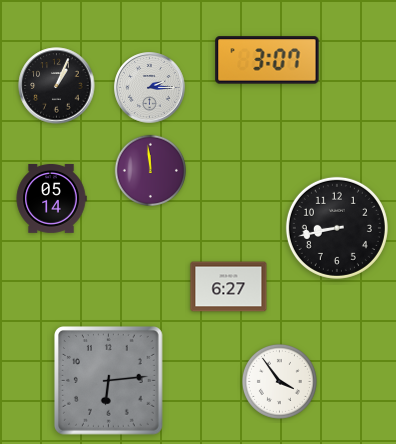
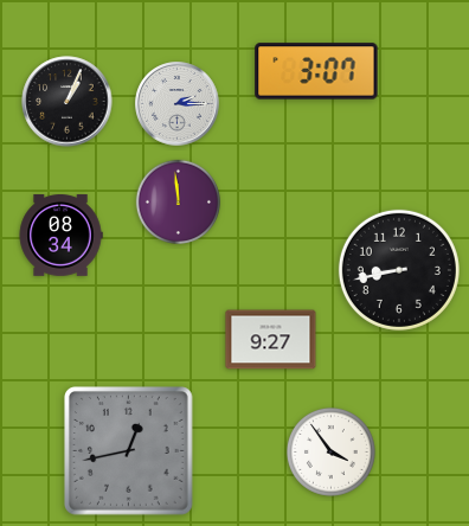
clock at (51, 199): 05:14 -> 08:34
clock at (229, 287): 6:27 -> 9:27
clock at (109, 381): 6:14 -> 12:43
